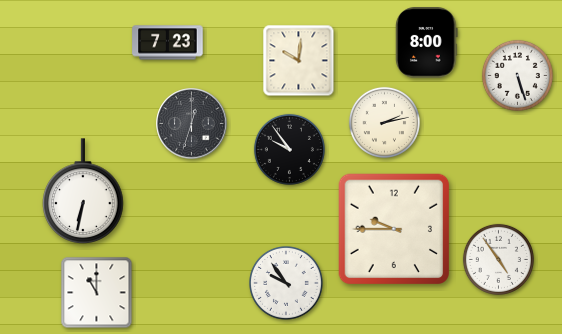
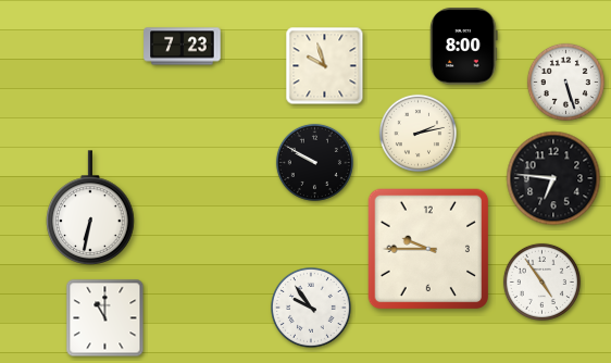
clock at (299, 61): 10:01 -> 9:57
clock at (517, 75) position: (517, 75) -> (565, 82)
clock at (192, 124): 12:33 -> none
clock at (289, 149): 9:54 -> 9:50
clock at (553, 178): none -> 6:46
